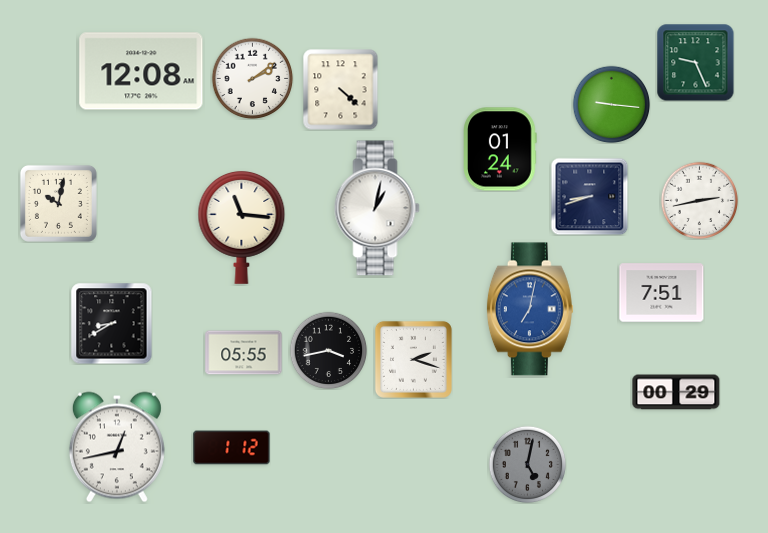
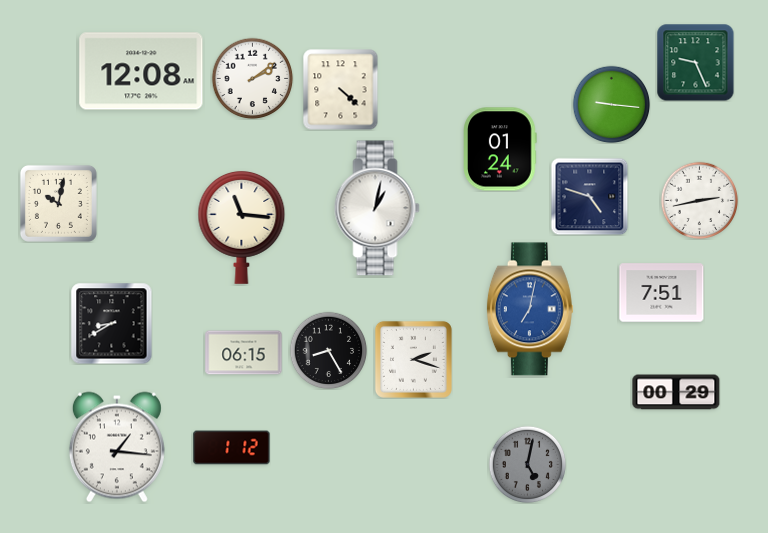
clock at (589, 196): 8:42 -> 4:48
clock at (328, 350): 3:43 -> 8:25
clock at (244, 353): 05:55 -> 06:15
clock at (117, 447): 12:43 -> 1:16
